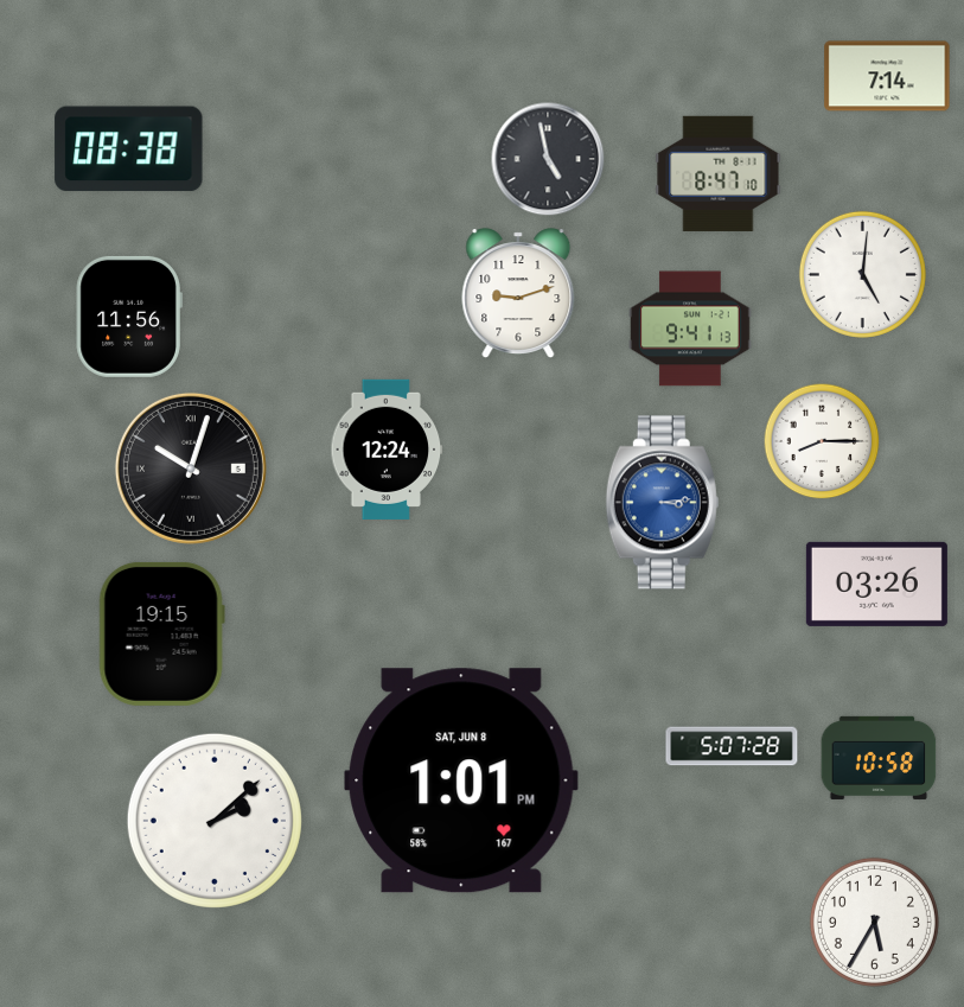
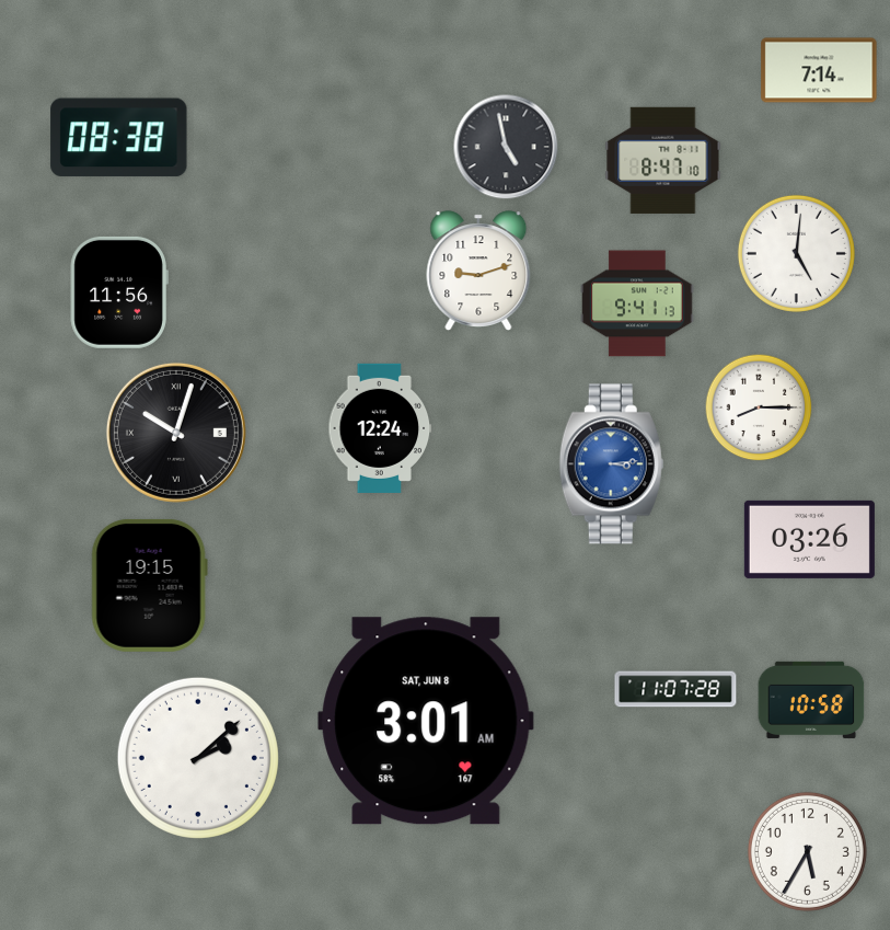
clock at (387, 450) position: (387, 450) -> (380, 428)
clock at (732, 746): 5:07 -> 11:07
clock at (462, 780): 1:01 -> 3:01
